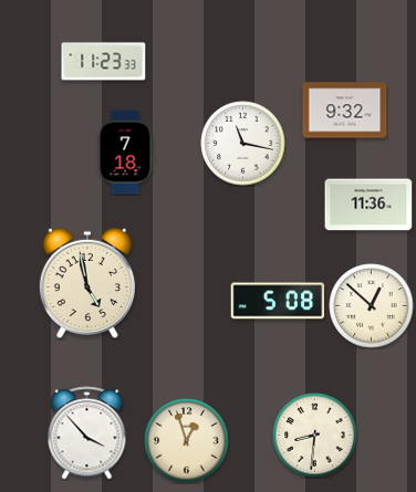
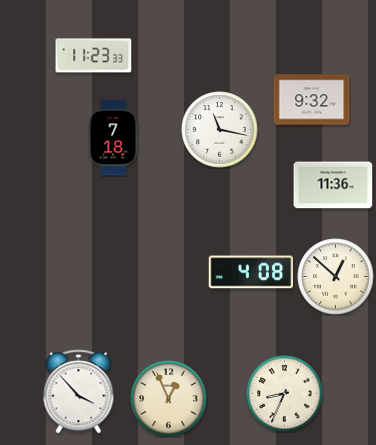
clock at (87, 283): 4:58 -> none
clock at (278, 301): 5:08 -> 4:08
clock at (315, 436): 8:31 -> 8:34
clock at (187, 441): 12:57 -> 12:56
